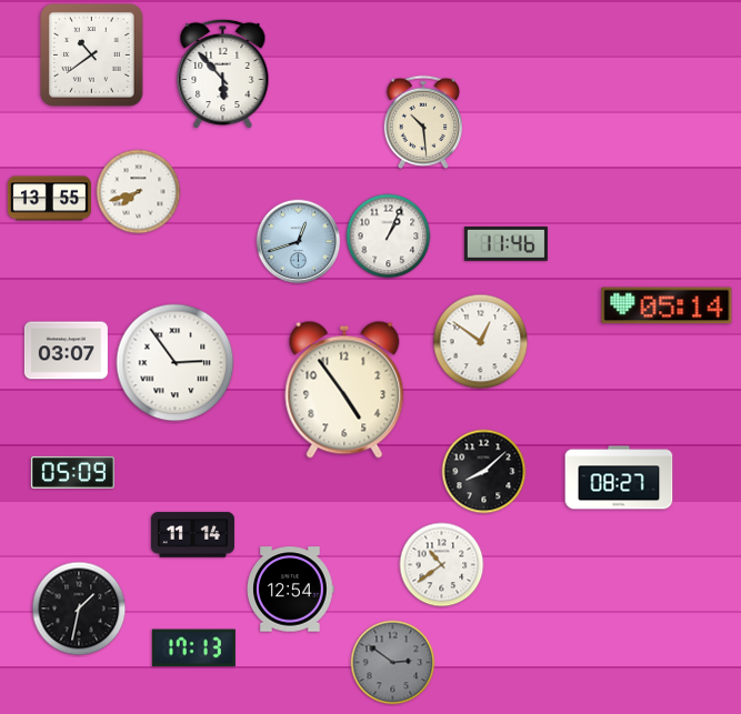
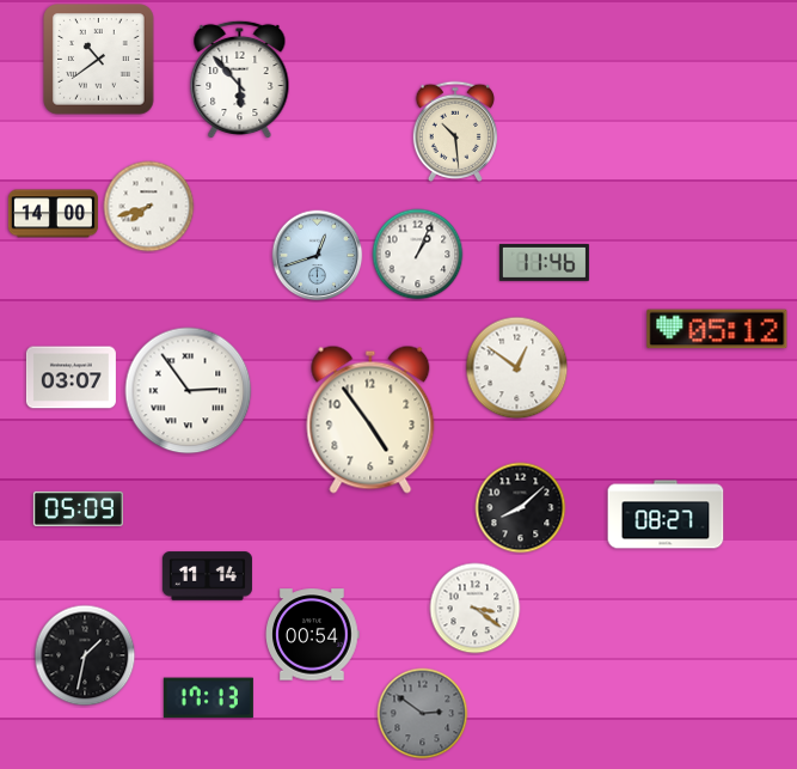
clock at (49, 199): 13:55 -> 14:00
clock at (299, 242) position: (299, 242) -> (318, 256)
clock at (667, 305): 05:14 -> 05:12
clock at (442, 565): 10:39 -> 3:21
clock at (291, 590): 12:54 -> 00:54
